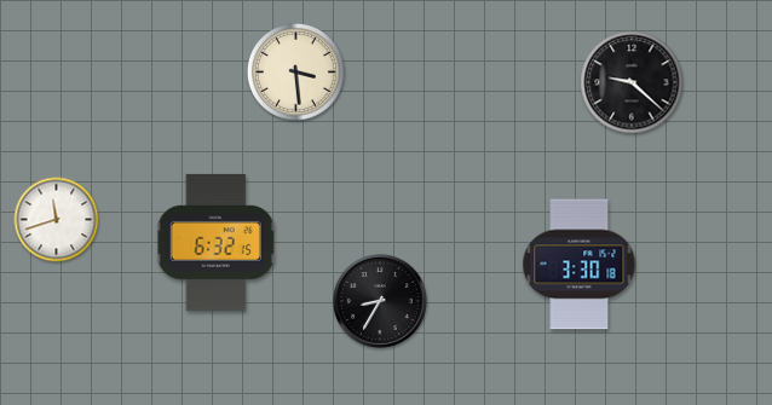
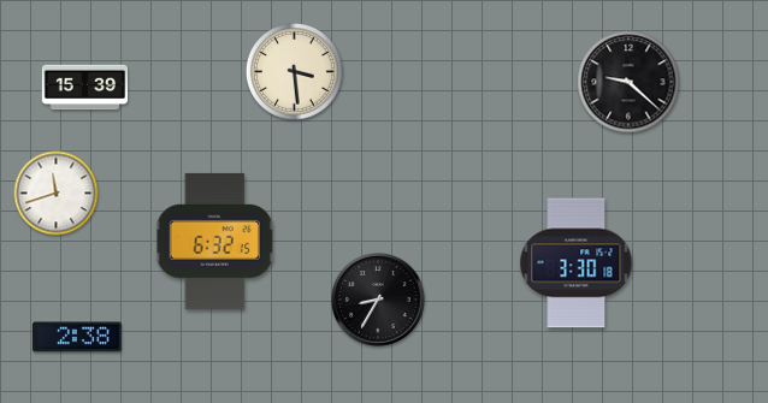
clock at (85, 88): none -> 15:39
clock at (57, 220) position: (57, 220) -> (57, 194)
clock at (78, 337): none -> 2:38
